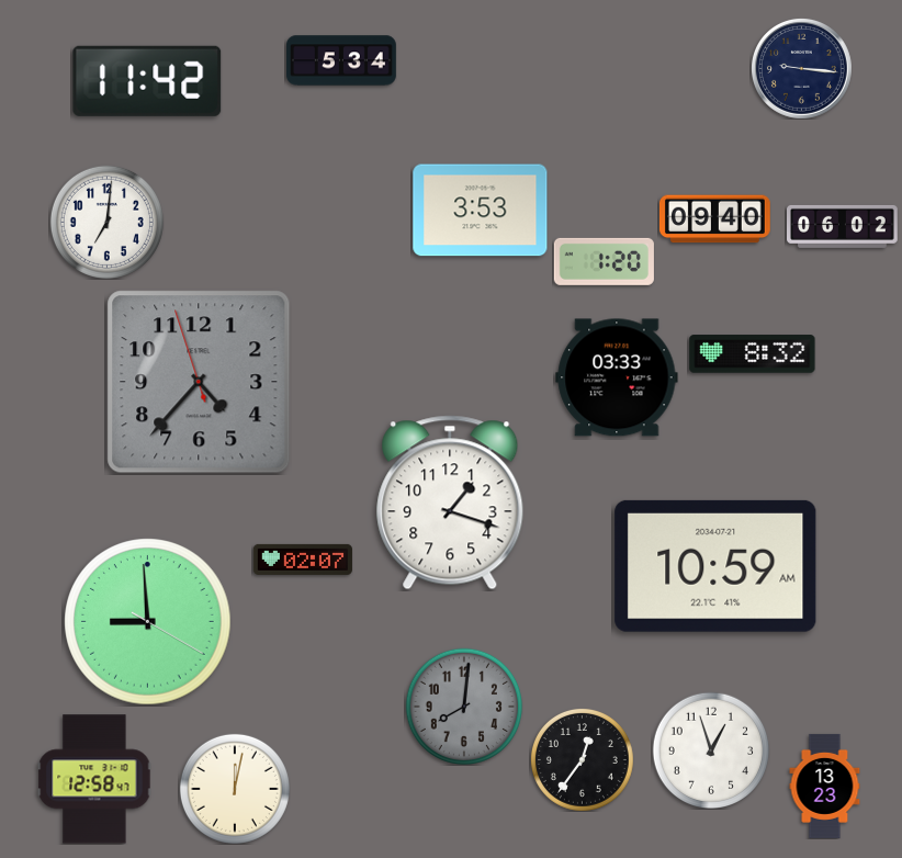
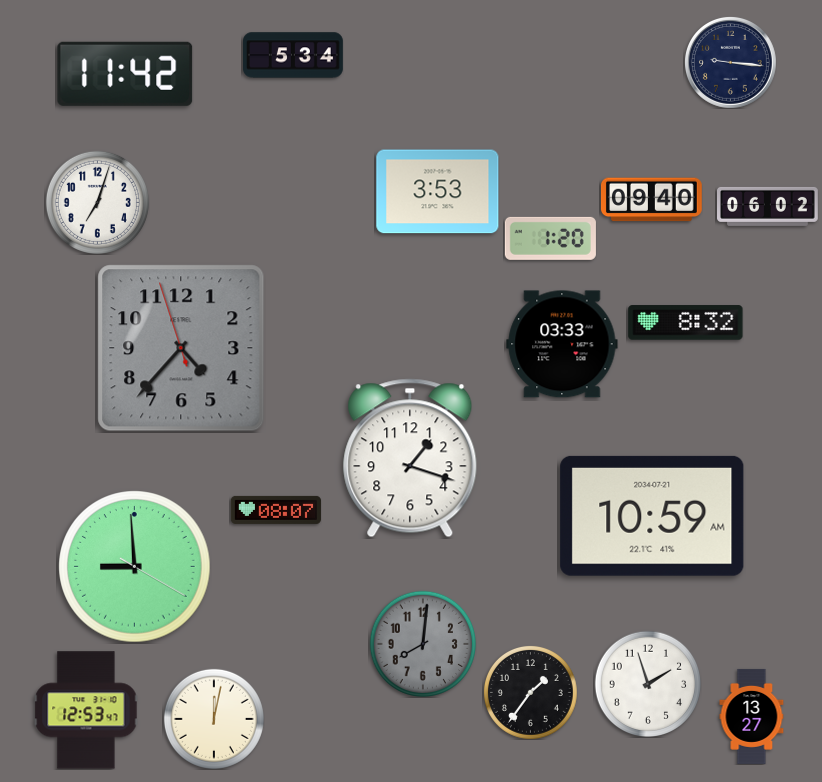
clock at (342, 60) position: (342, 60) -> (294, 55)
clock at (147, 81) position: (147, 81) -> (125, 74)
clock at (106, 222): 7:01 -> 7:03
clock at (303, 560): 02:07 -> 08:07
clock at (710, 749): 12:57 -> 1:57
clock at (582, 759): 12:36 -> 1:36
clock at (94, 779): 12:58 -> 12:53
clock at (825, 786): 13:23 -> 13:27
